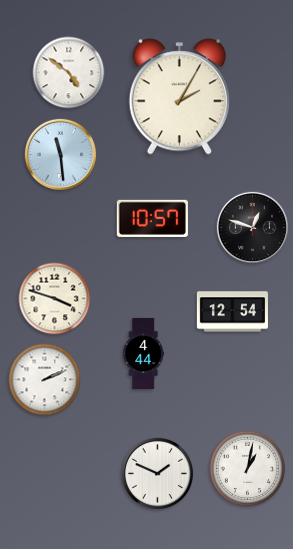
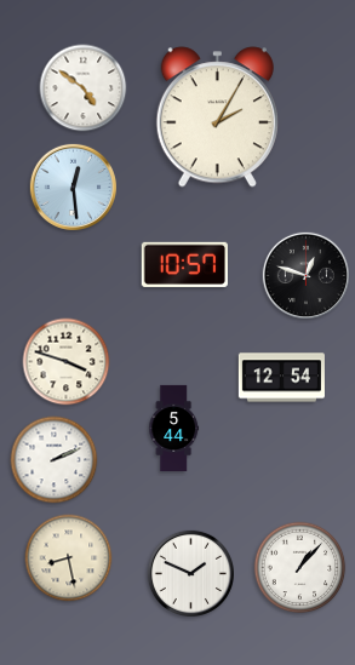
clock at (60, 154): 11:29 -> 12:29
clock at (144, 353): 4:44 -> 5:44
clock at (69, 558): none -> 8:28
clock at (248, 469): 1:02 -> 1:07
